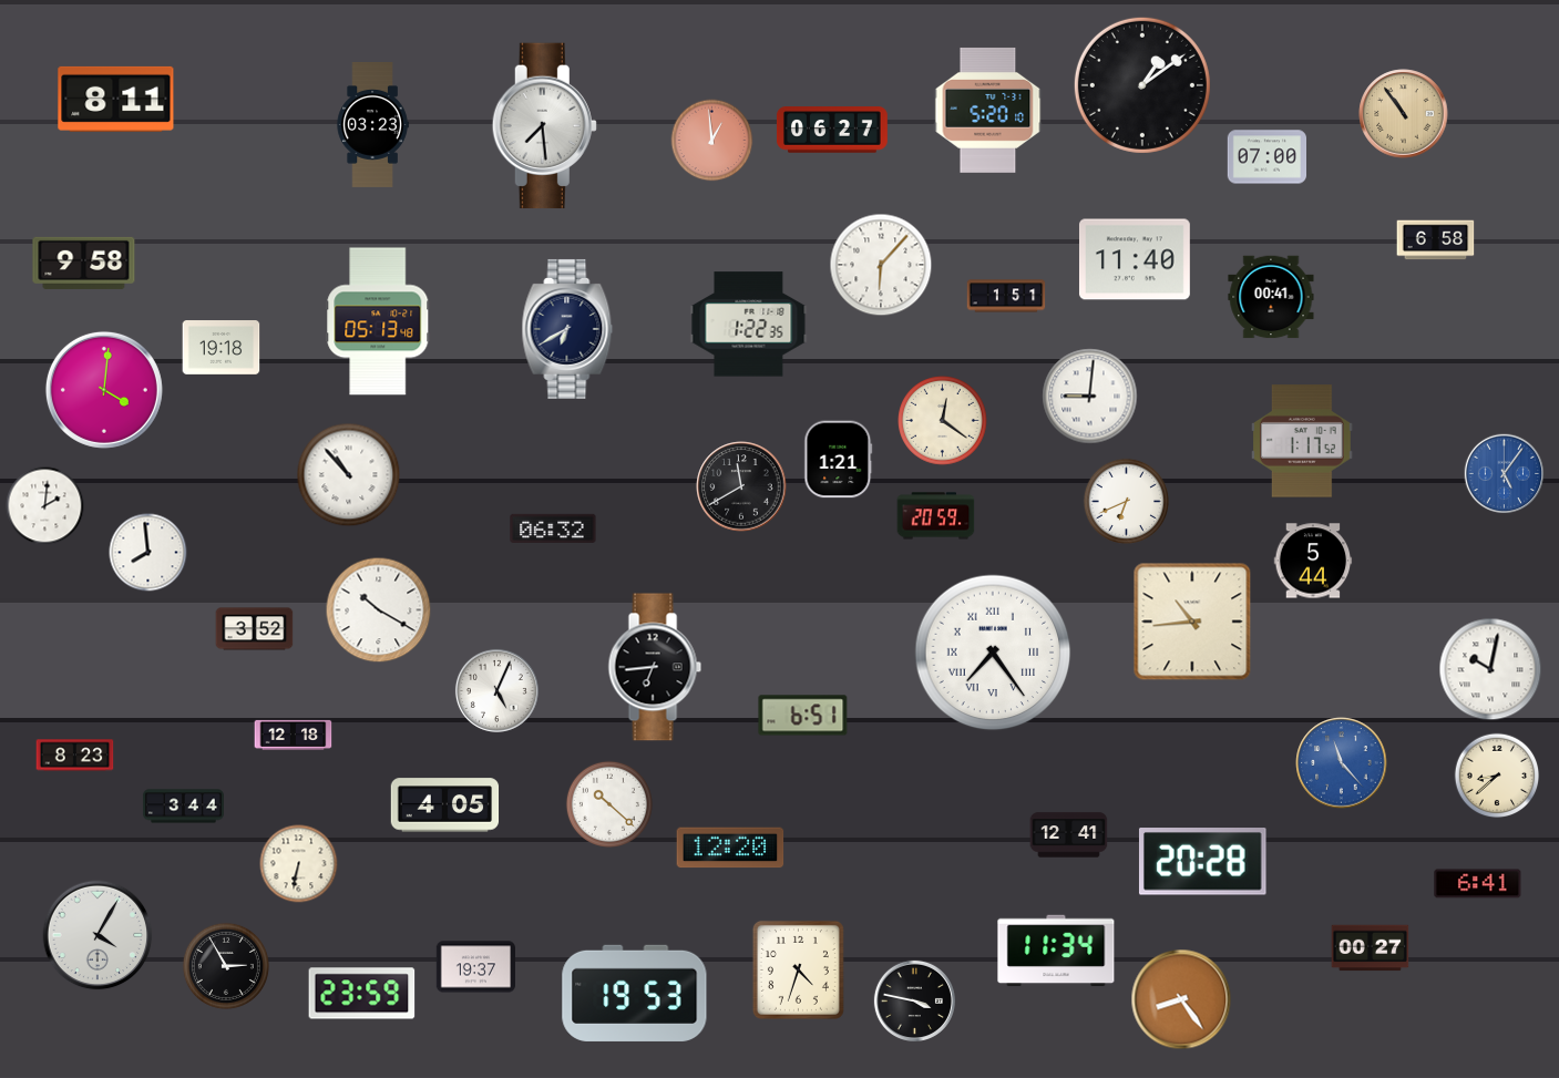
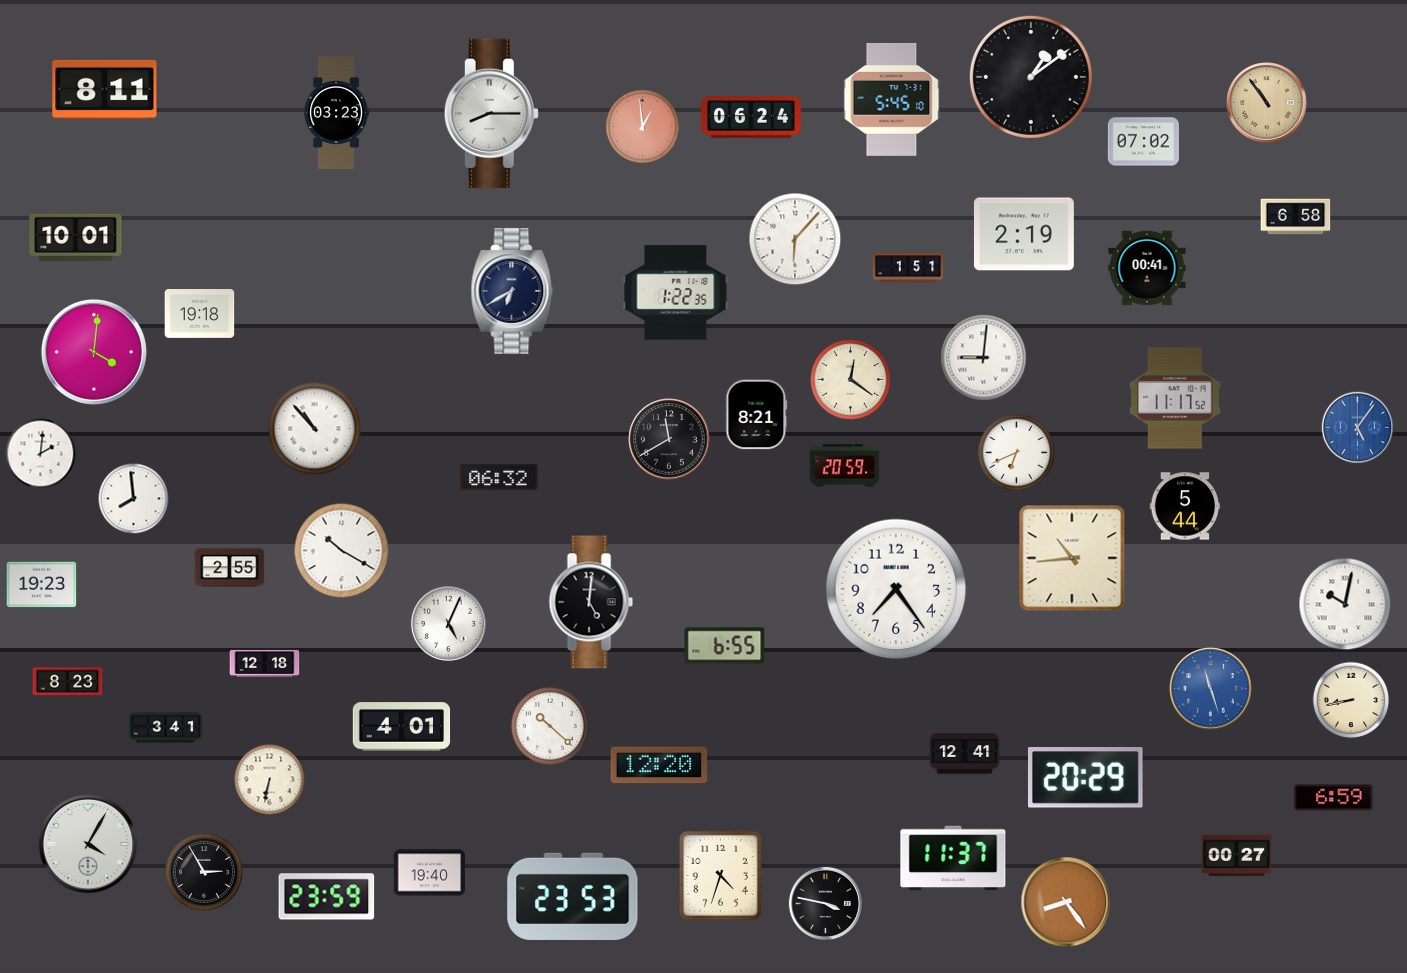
clock at (988, 110): 5:20 -> 5:45
clock at (544, 126): 7:29 -> 8:15
clock at (832, 130): 06:27 -> 06:24
clock at (1268, 157): 07:00 -> 07:02
clock at (1135, 259): 11:40 -> 2:19
clock at (84, 263): 9:58 -> 10:01
clock at (378, 321): 05:13 -> none
clock at (567, 329) position: (567, 329) -> (512, 291)
clock at (1303, 441): 1:17 -> 11:17
clock at (839, 460): 1:21 -> 8:21
clock at (45, 506) position: (45, 506) -> (41, 454)
clock at (1192, 622) position: (1192, 622) -> (1072, 558)
clock at (255, 629): 3:52 -> 2:55
clock at (42, 585): none -> 19:23
clock at (993, 653) numerals: Roman -> Arabic
clock at (655, 667): 6:44 -> 5:01
clock at (803, 716): 6:51 -> 6:55
clock at (1342, 763): 11:23 -> 11:27
clock at (1497, 776): 8:38 -> 8:43
clock at (445, 805): 4:05 -> 4:01
clock at (183, 807): 3:44 -> 3:41
clock at (1202, 862): 20:28 -> 20:29
clock at (1478, 884): 6:41 -> 6:59
clock at (1056, 951): 11:34 -> 11:37
clock at (475, 967): 19:37 -> 19:40
clock at (635, 993): 19:53 -> 23:53
